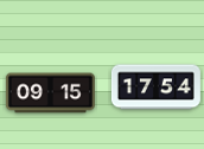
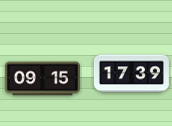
clock at (155, 88): 17:54 -> 17:39
